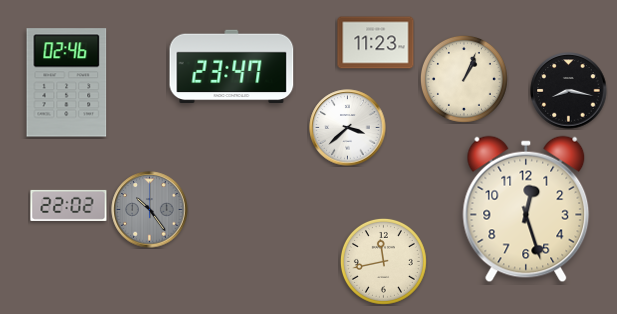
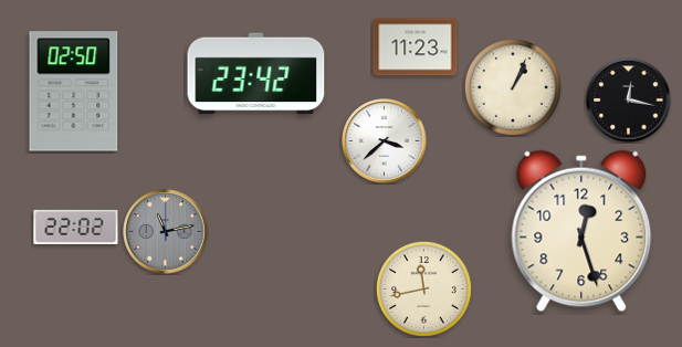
clock at (232, 67): 23:47 -> 23:42
clock at (67, 83): 02:46 -> 02:50
clock at (569, 91): 8:17 -> 12:17
clock at (150, 210): 10:24 -> 11:13
